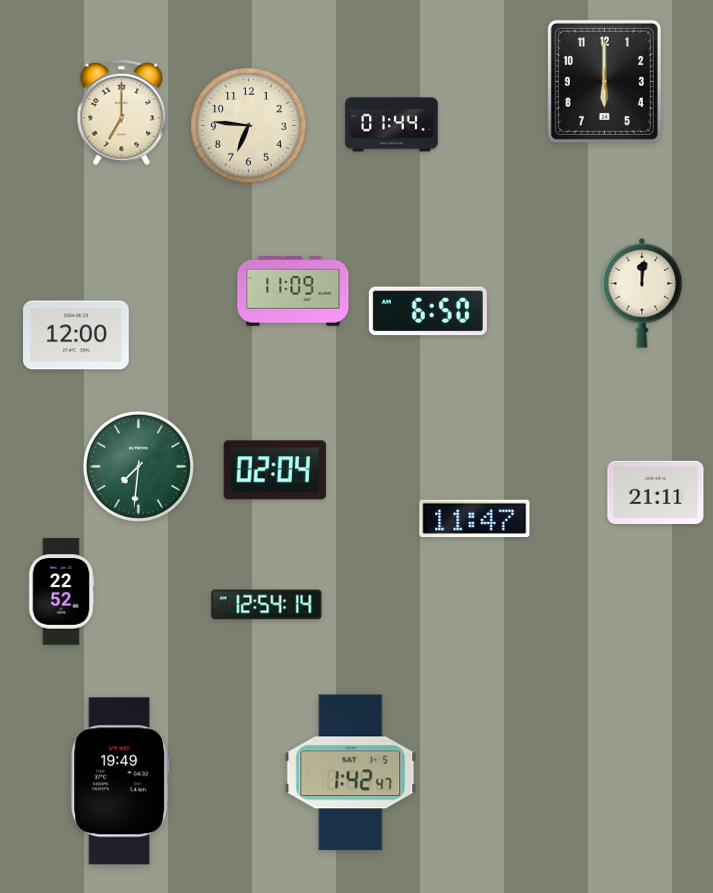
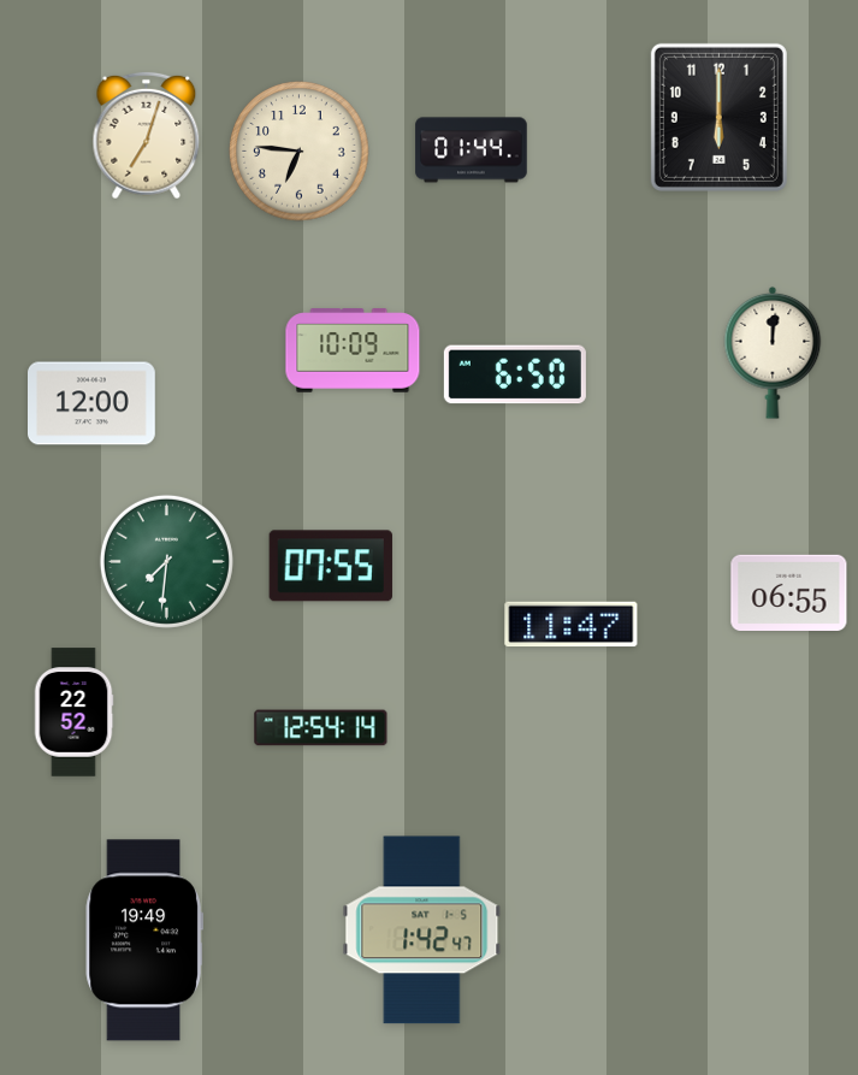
clock at (604, 81) position: (604, 81) -> (718, 117)
clock at (122, 113): 7:00 -> 7:03
clock at (293, 291): 11:09 -> 10:09
clock at (275, 470): 02:04 -> 07:55
clock at (656, 492): 21:11 -> 06:55
